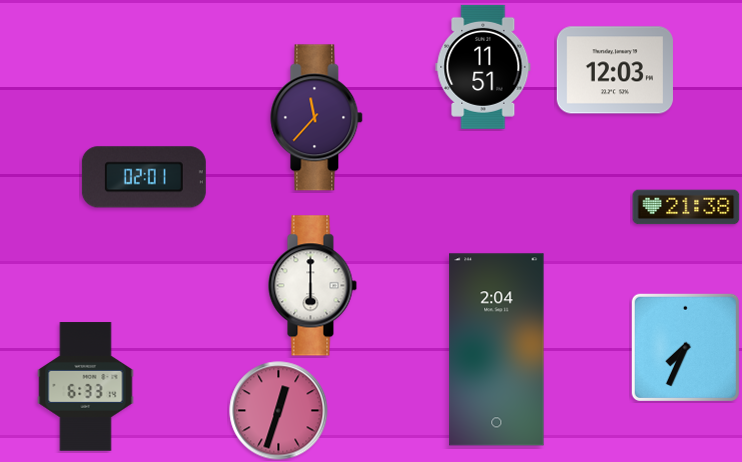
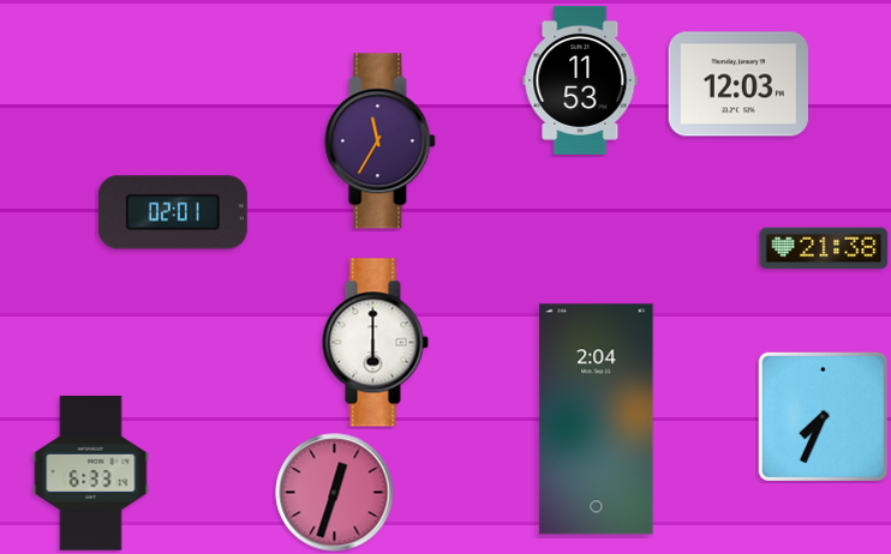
clock at (483, 67): 11:51 -> 11:53
clock at (317, 118): 11:37 -> 11:35
clock at (86, 387) position: (86, 387) -> (91, 474)
